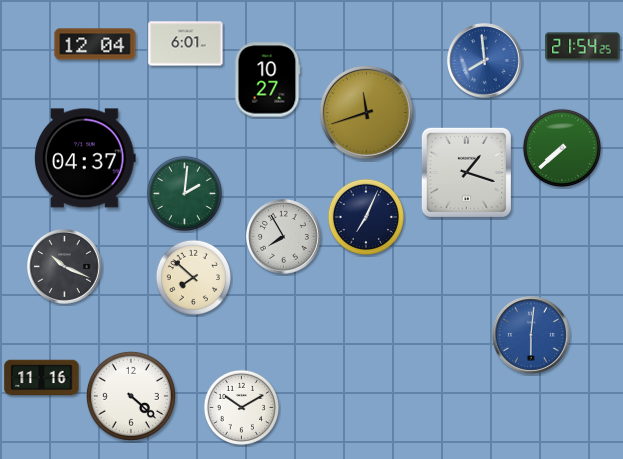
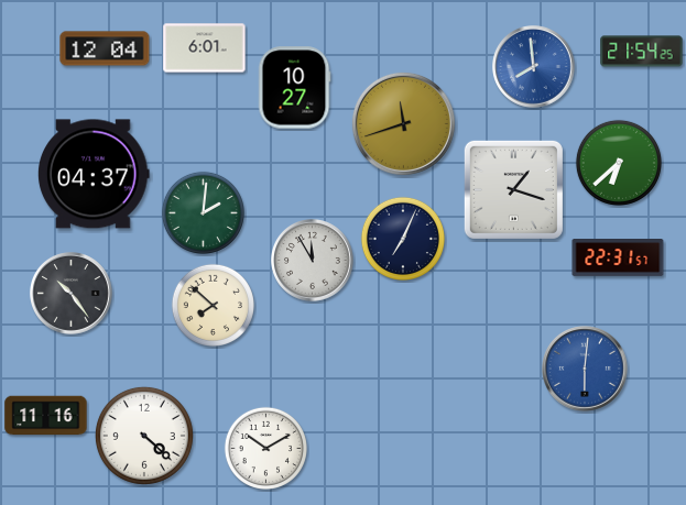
clock at (562, 148): 7:38 -> 6:38
clock at (618, 259): none -> 22:31
clock at (284, 237): 7:55 -> 11:55
clock at (65, 267): 10:19 -> 10:24
